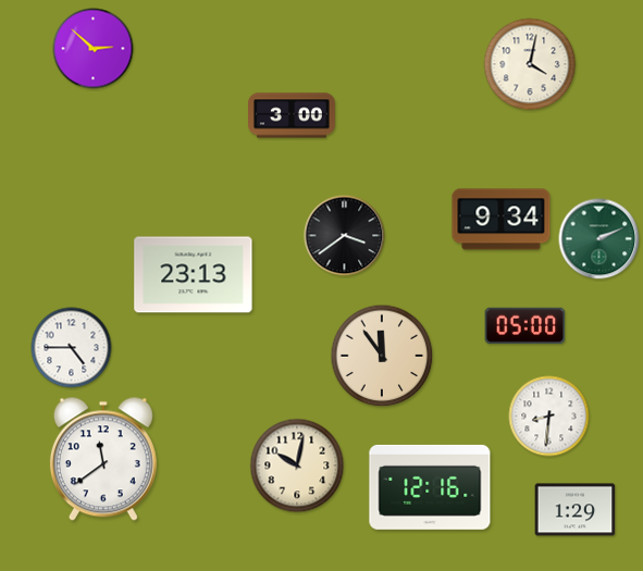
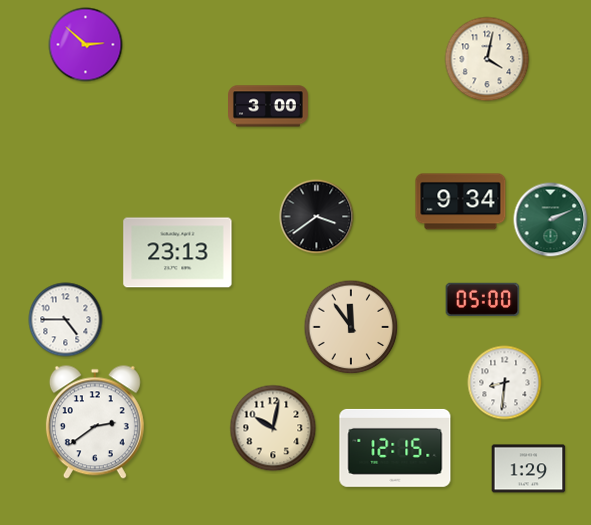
clock at (103, 459): 11:39 -> 2:39
clock at (430, 487): 12:16 -> 12:15
